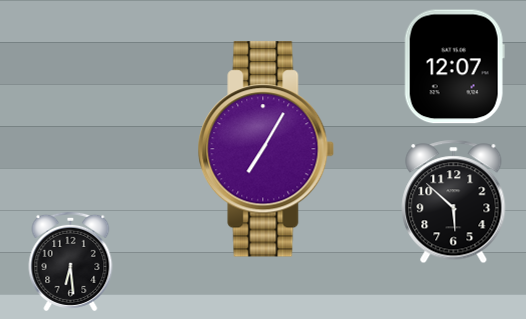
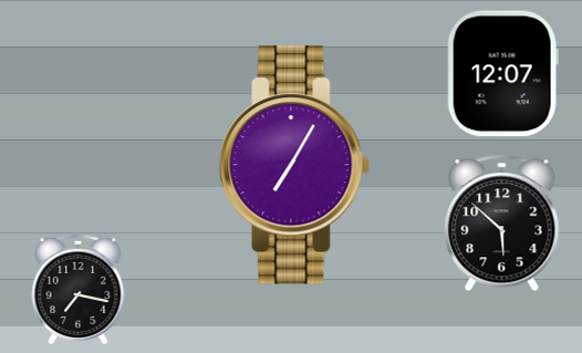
clock at (71, 261): 6:29 -> 7:17
